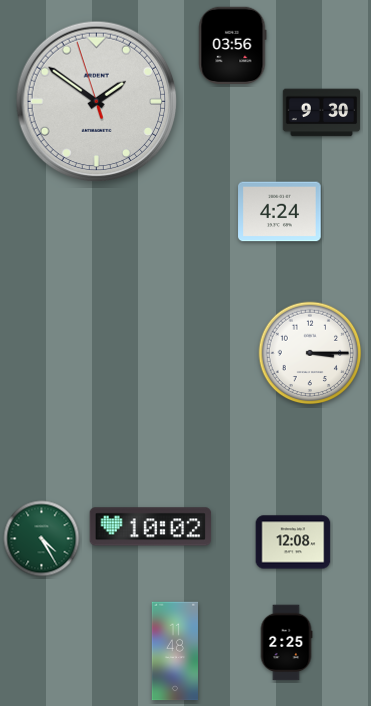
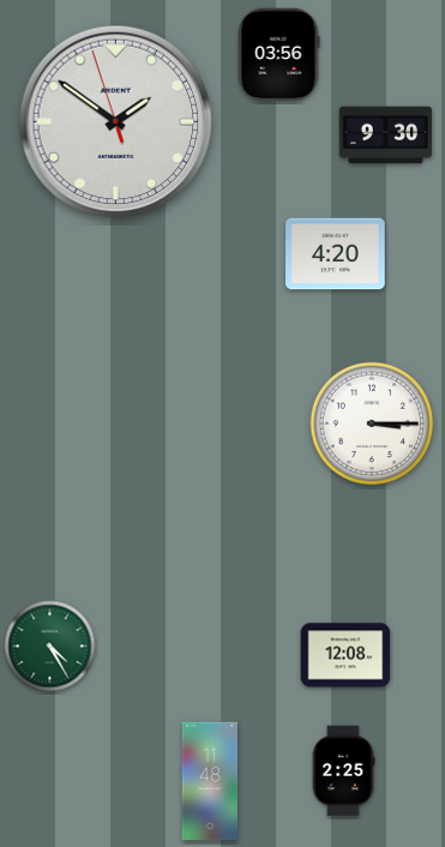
clock at (280, 212): 4:24 -> 4:20
clock at (151, 527): 10:02 -> none
clock at (293, 542) position: (293, 542) -> (345, 655)
